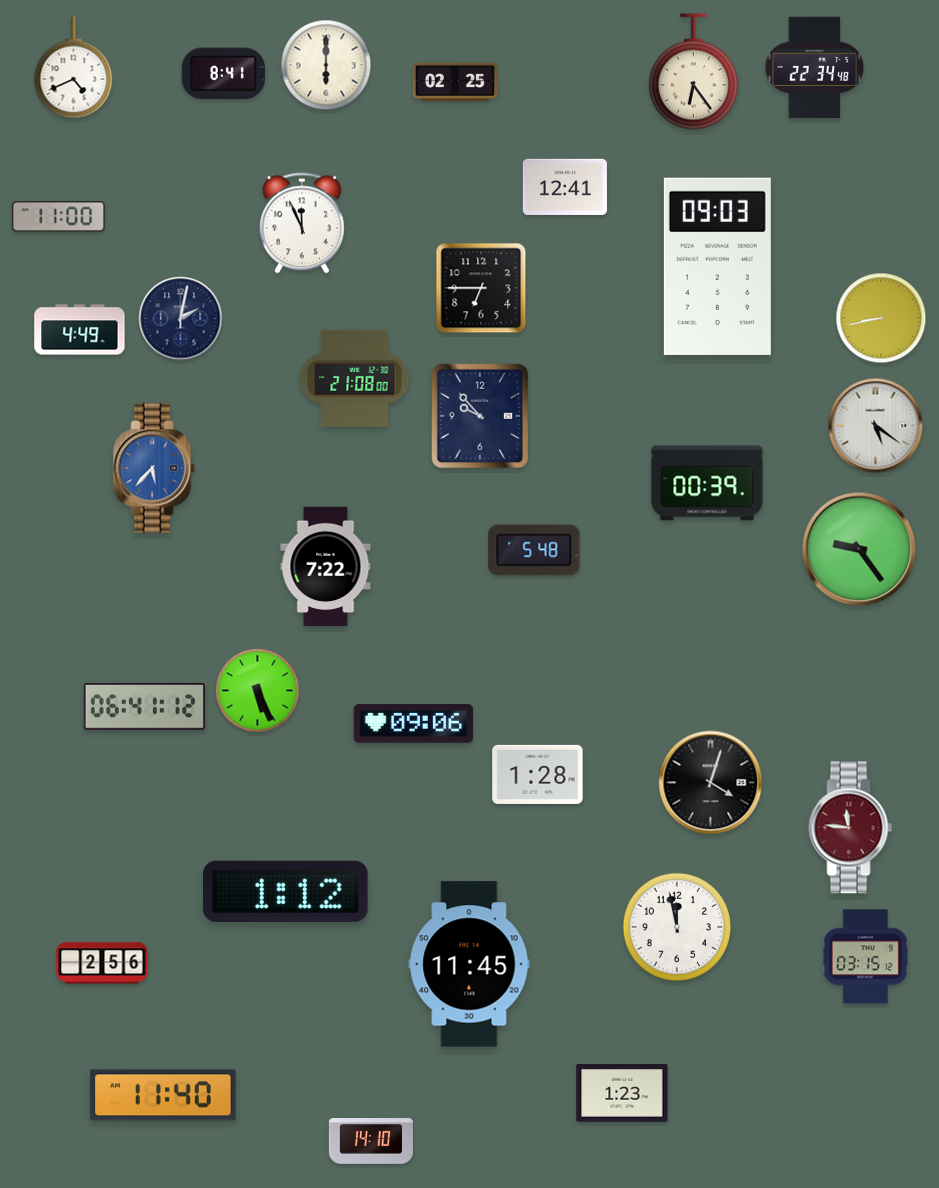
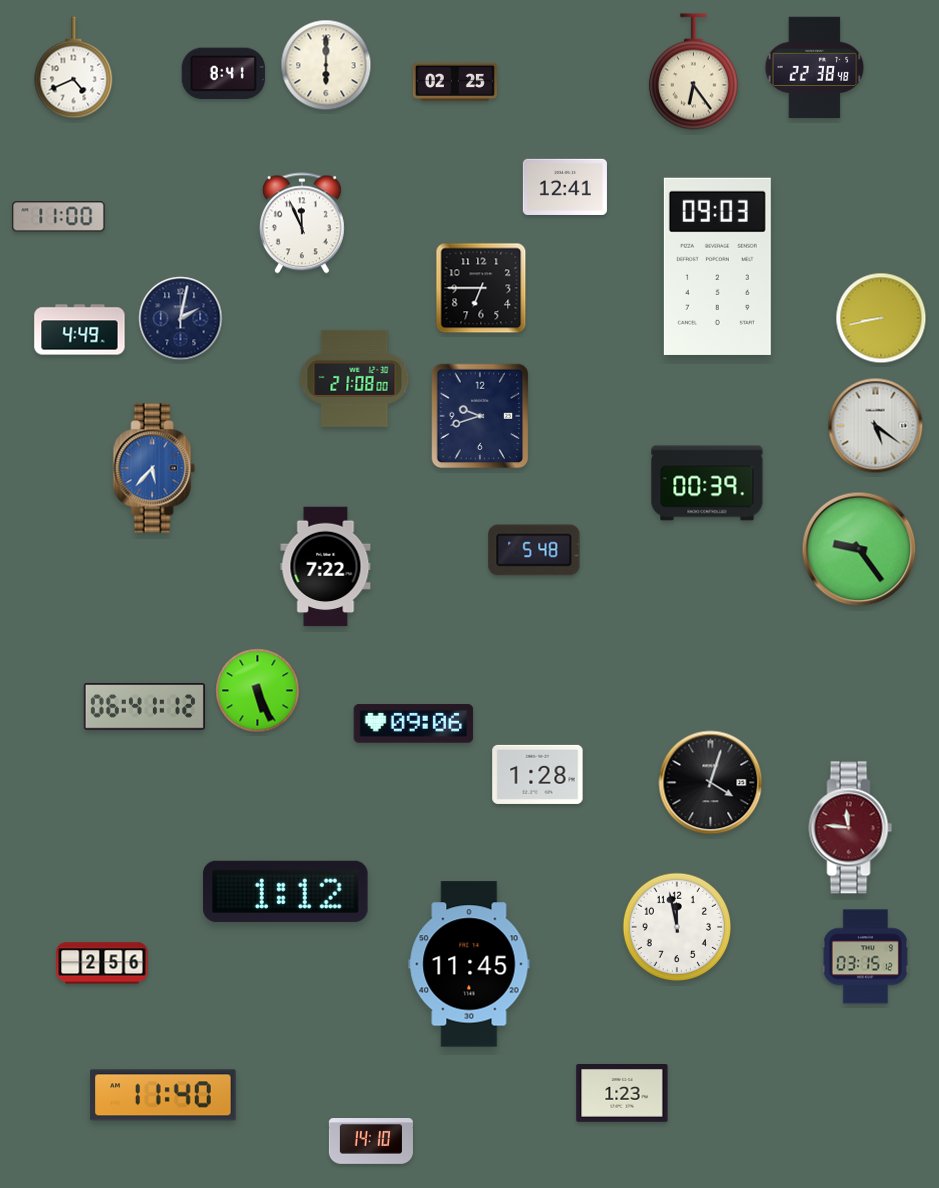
clock at (815, 68): 22:34 -> 22:38
clock at (480, 416): 9:53 -> 9:42
